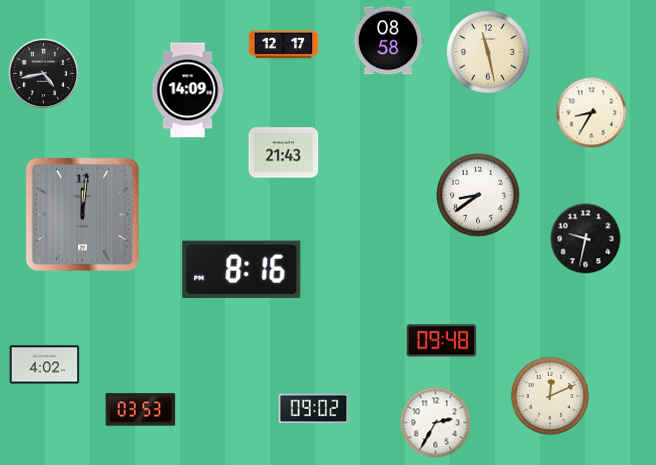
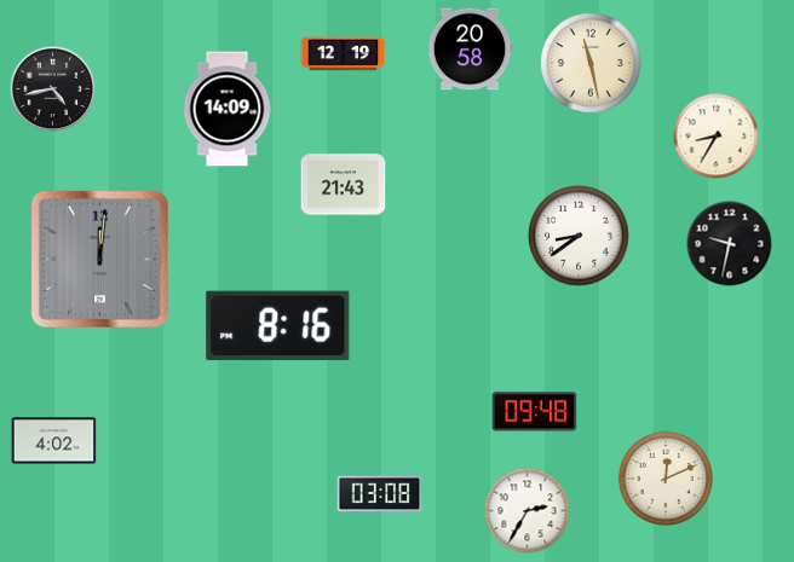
clock at (388, 41): 08:58 -> 20:58
clock at (284, 45): 12:17 -> 12:19
clock at (586, 239) position: (586, 239) -> (730, 244)
clock at (242, 269) position: (242, 269) -> (278, 325)
clock at (314, 409): 09:02 -> 03:08
clock at (141, 410): 03:53 -> none
